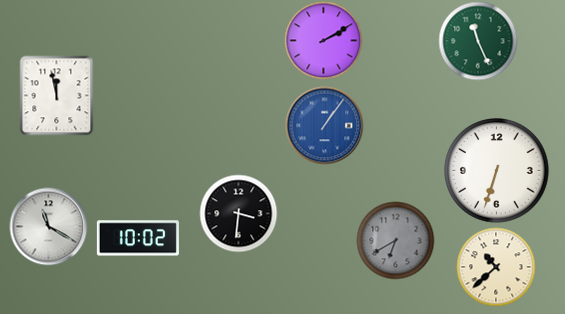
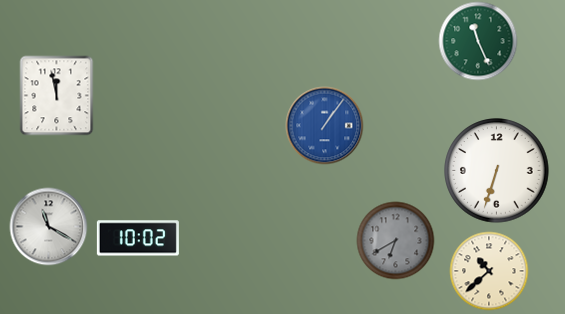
clock at (323, 40): 2:10 -> none
clock at (238, 213): 3:31 -> none
clock at (496, 267) position: (496, 267) -> (489, 271)
